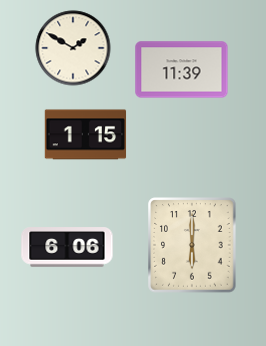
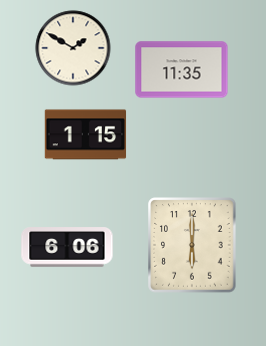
clock at (182, 70): 11:39 -> 11:35
